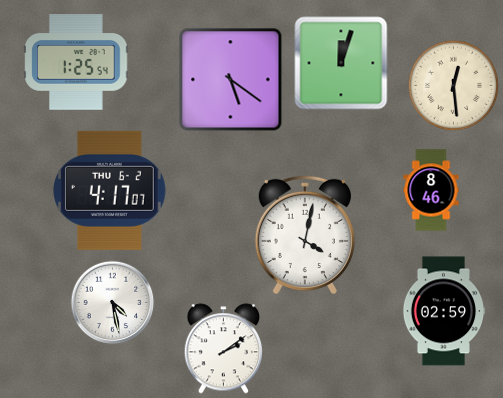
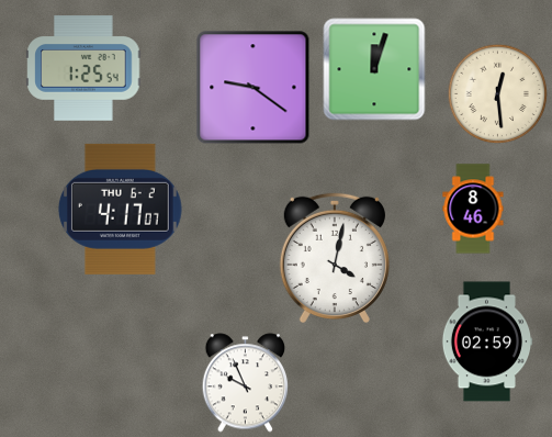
clock at (231, 80): 5:21 -> 9:21
clock at (113, 303): 4:28 -> none
clock at (224, 349): 2:09 -> 9:56
